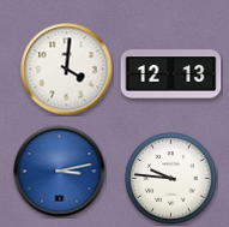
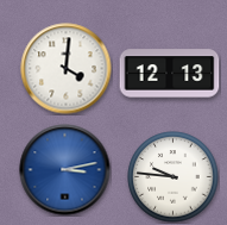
clock at (60, 172) position: (60, 172) -> (65, 170)
clock at (171, 179) position: (171, 179) -> (174, 177)
